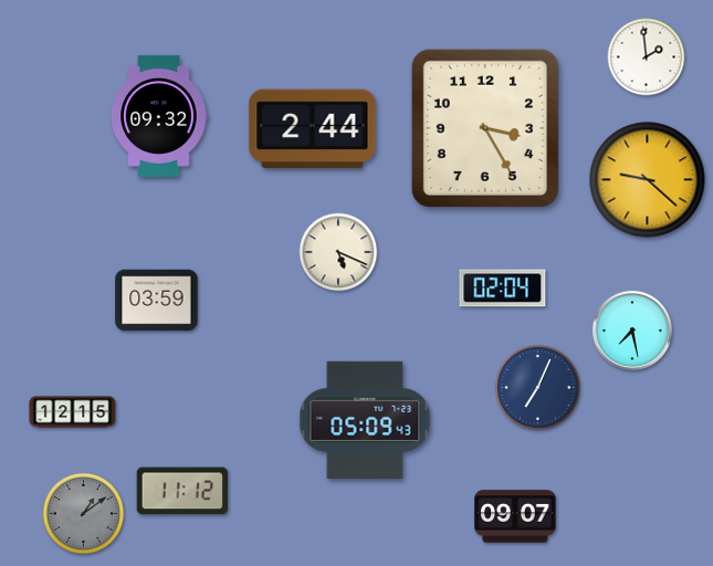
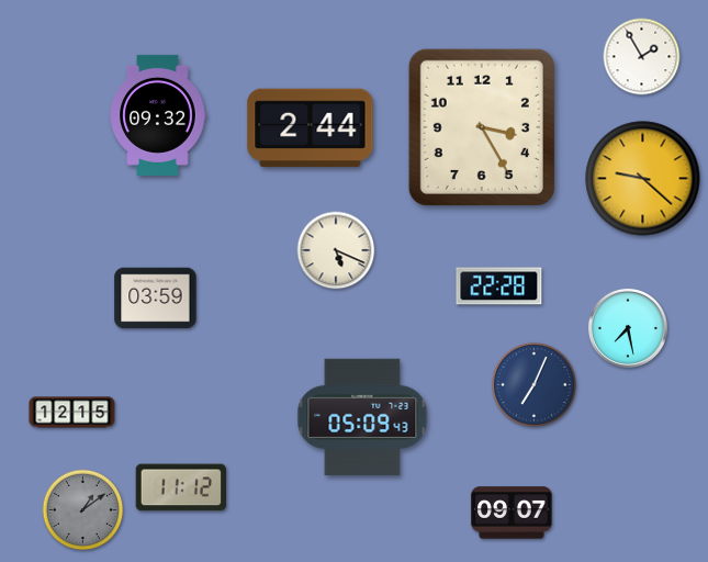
clock at (647, 57): 1:59 -> 1:55
clock at (503, 289): 02:04 -> 22:28
clock at (73, 412) position: (73, 412) -> (72, 413)
